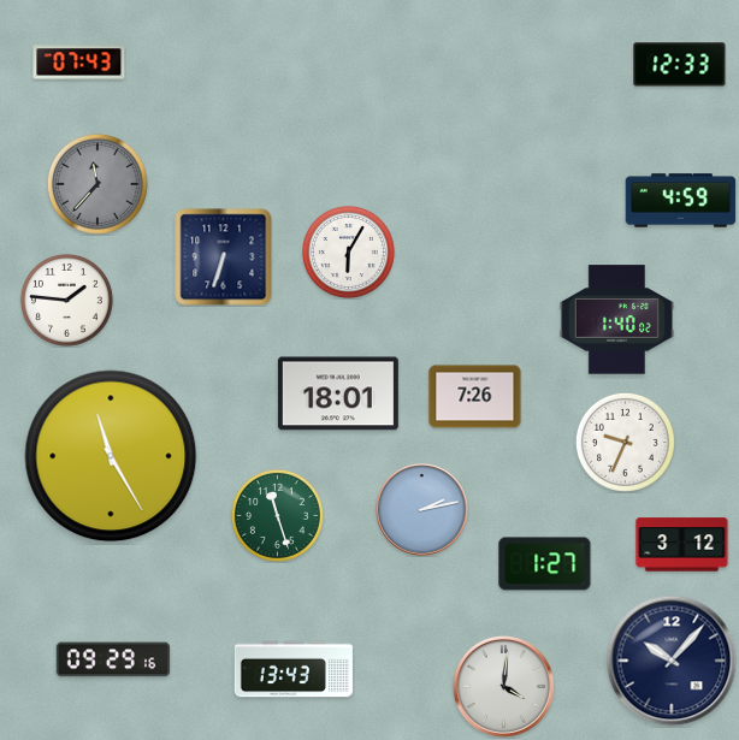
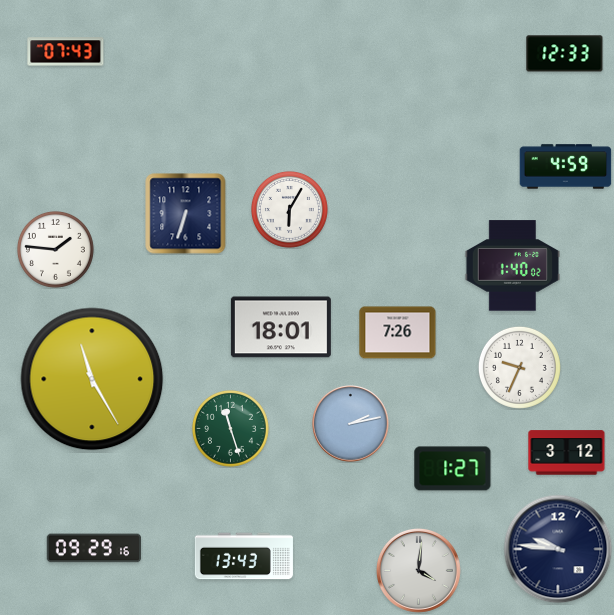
clock at (97, 184): 11:37 -> none
clock at (475, 397) position: (475, 397) -> (398, 333)
clock at (672, 661): 10:07 -> 9:46
